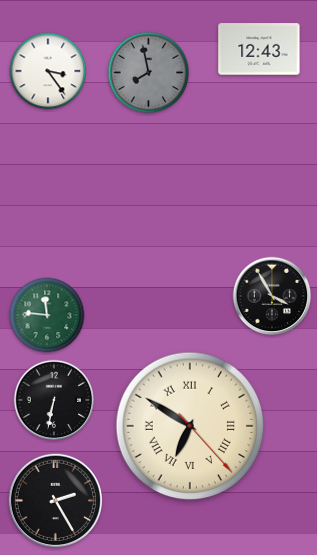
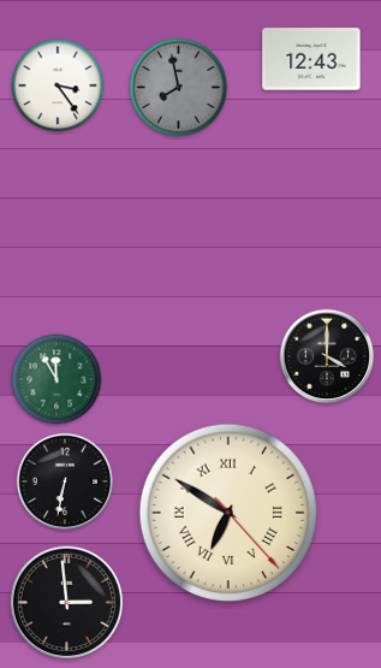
clock at (272, 296): 3:55 -> 4:00
clock at (47, 315): 11:46 -> 11:55
clock at (55, 500): 2:25 -> 2:59
